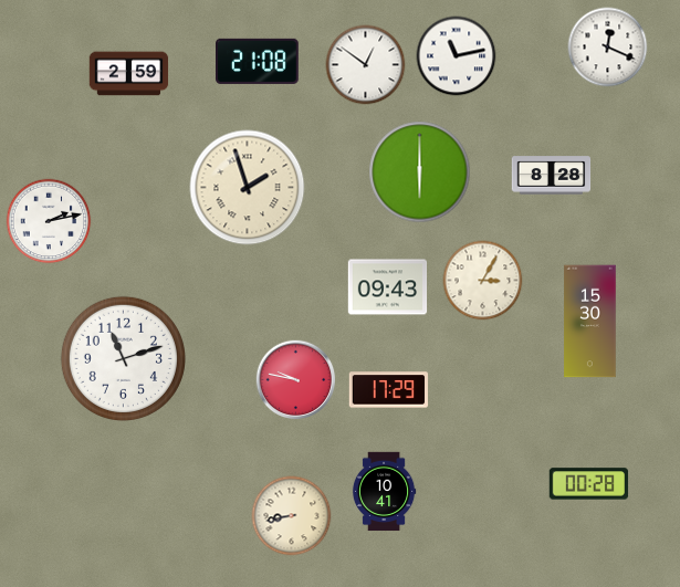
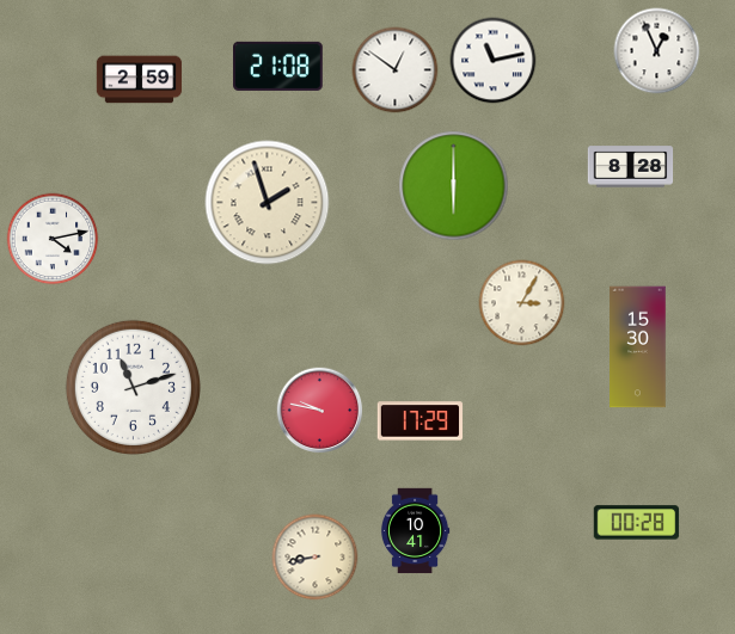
clock at (608, 48): 12:19 -> 12:56
clock at (552, 176) position: (552, 176) -> (631, 167)
clock at (49, 221): 2:13 -> 4:13
clock at (388, 287): 09:43 -> none
